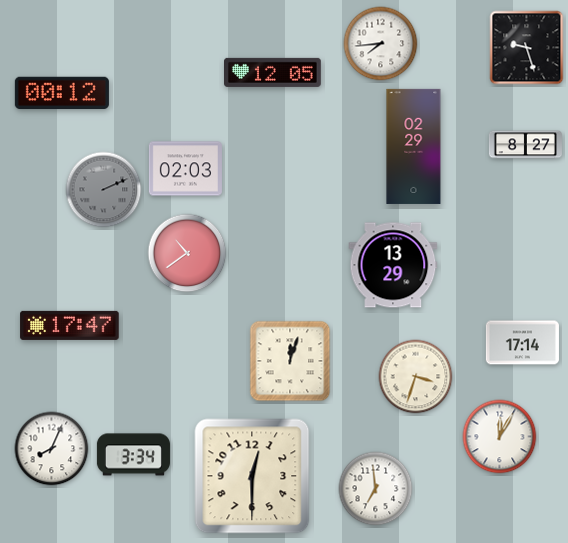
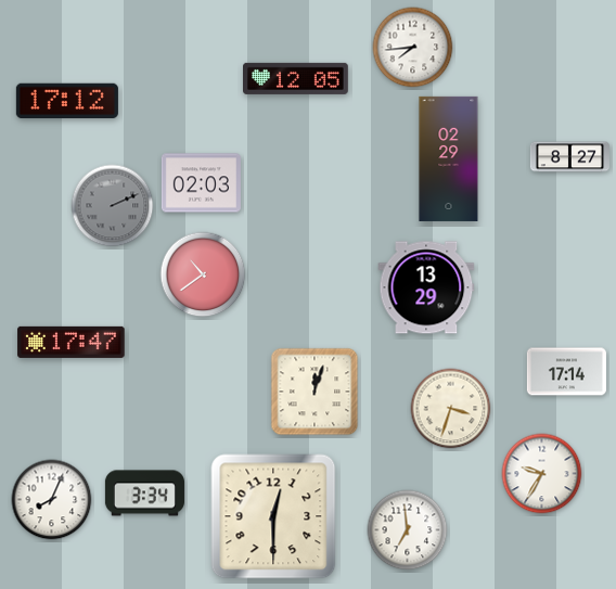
clock at (527, 48): 9:27 -> none
clock at (62, 93): 00:12 -> 17:12
clock at (70, 325) position: (70, 325) -> (72, 342)
clock at (500, 437): 12:05 -> 9:35
clock at (52, 449) position: (52, 449) -> (52, 500)
